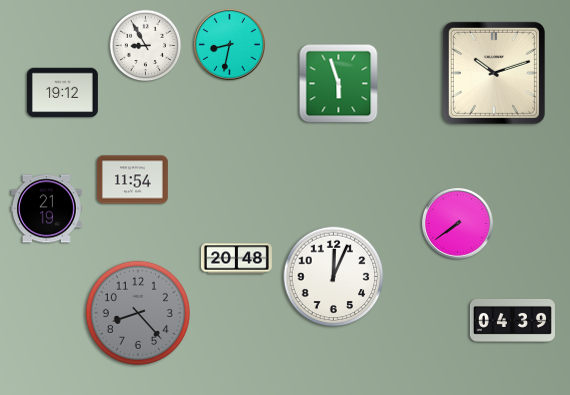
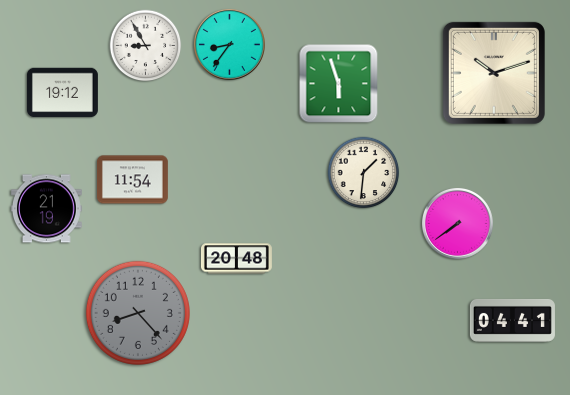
clock at (229, 44): 8:32 -> 8:36
clock at (364, 173): none -> 1:31
clock at (334, 277): 12:04 -> none
clock at (512, 320): 04:39 -> 04:41
